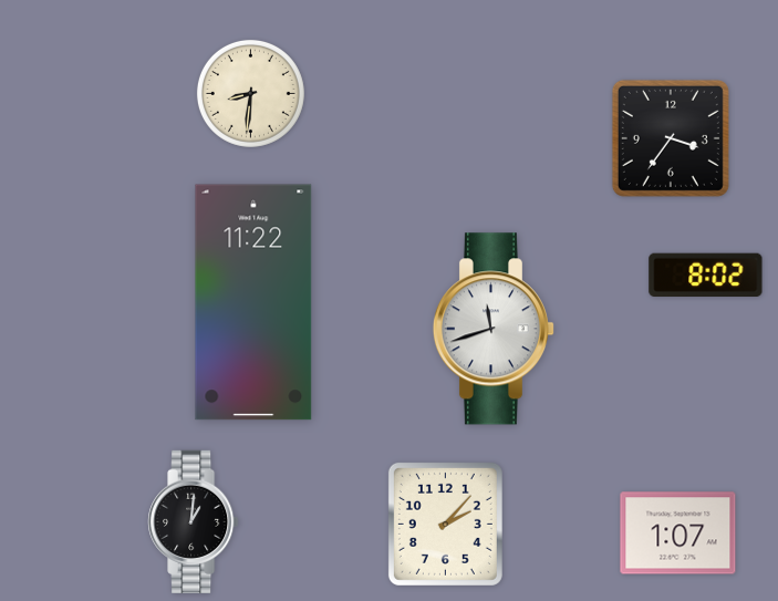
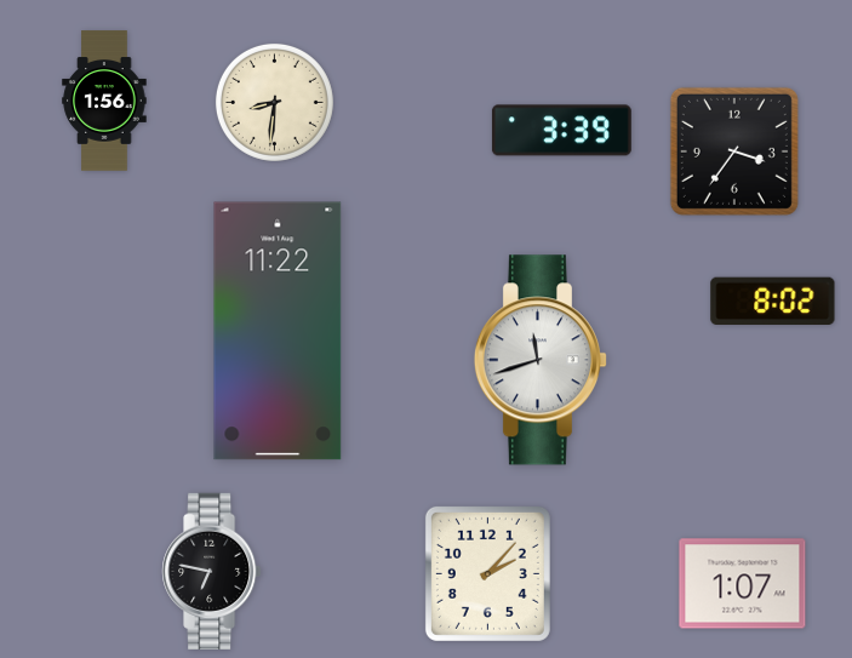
clock at (104, 101): none -> 1:56
clock at (561, 131): none -> 3:39
clock at (194, 521): 1:01 -> 6:47
